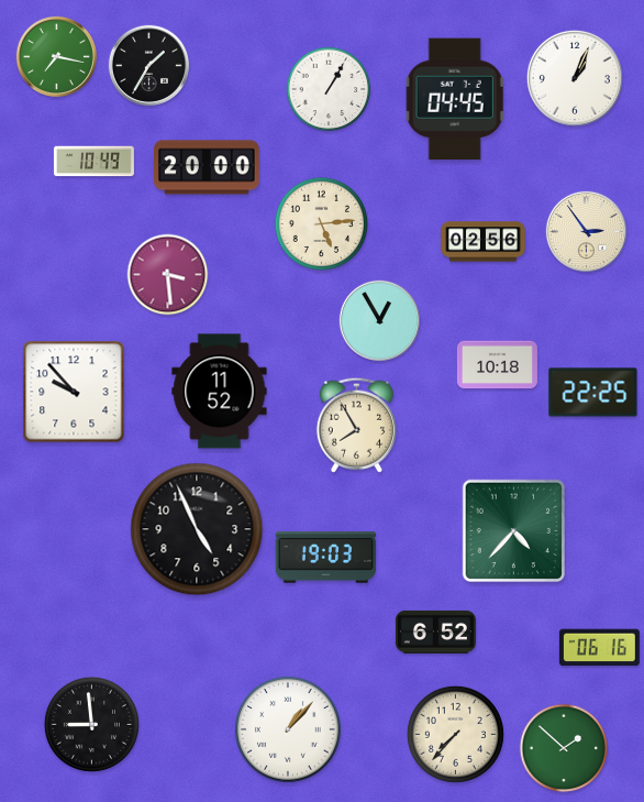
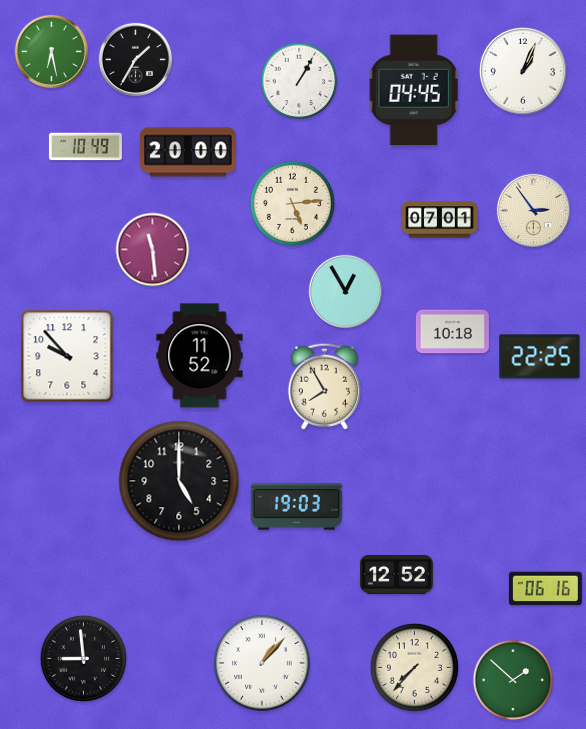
clock at (56, 56): 7:17 -> 6:28
clock at (484, 242): 02:56 -> 07:01
clock at (168, 275): 3:29 -> 11:29
clock at (197, 529): 4:56 -> 5:00
clock at (513, 530): 4:37 -> none
clock at (435, 631): 6:52 -> 12:52
